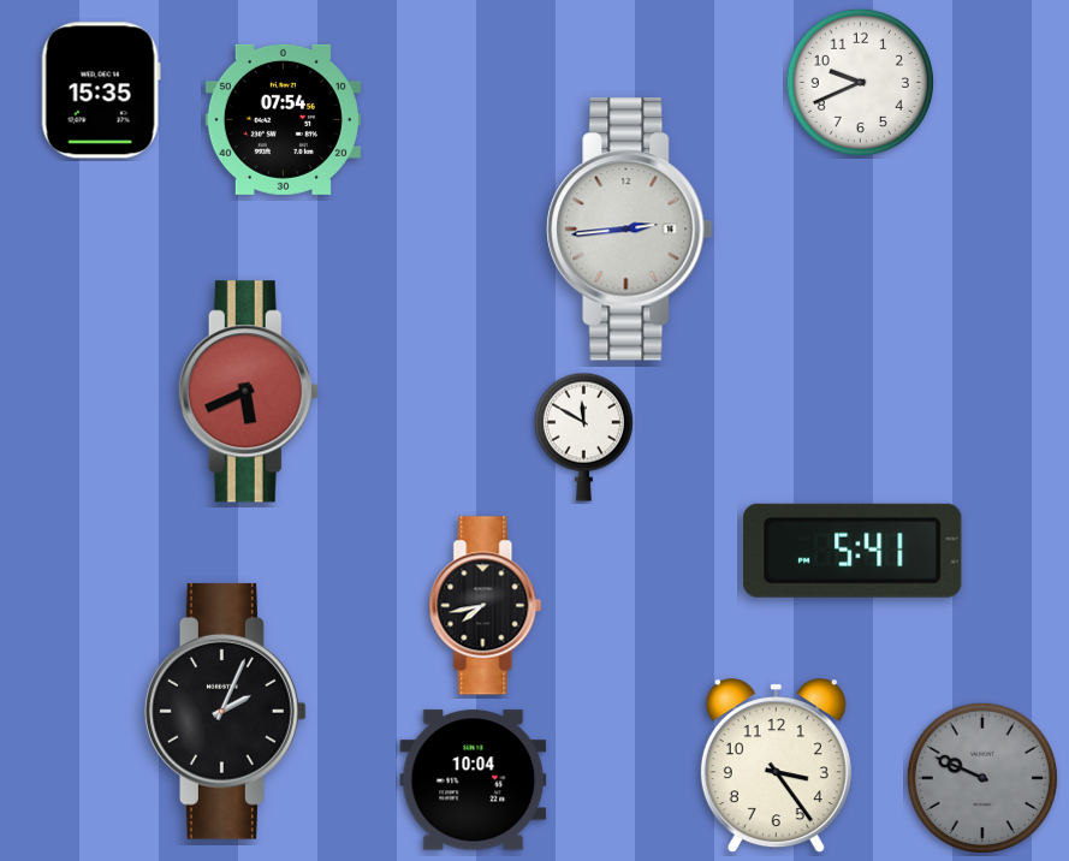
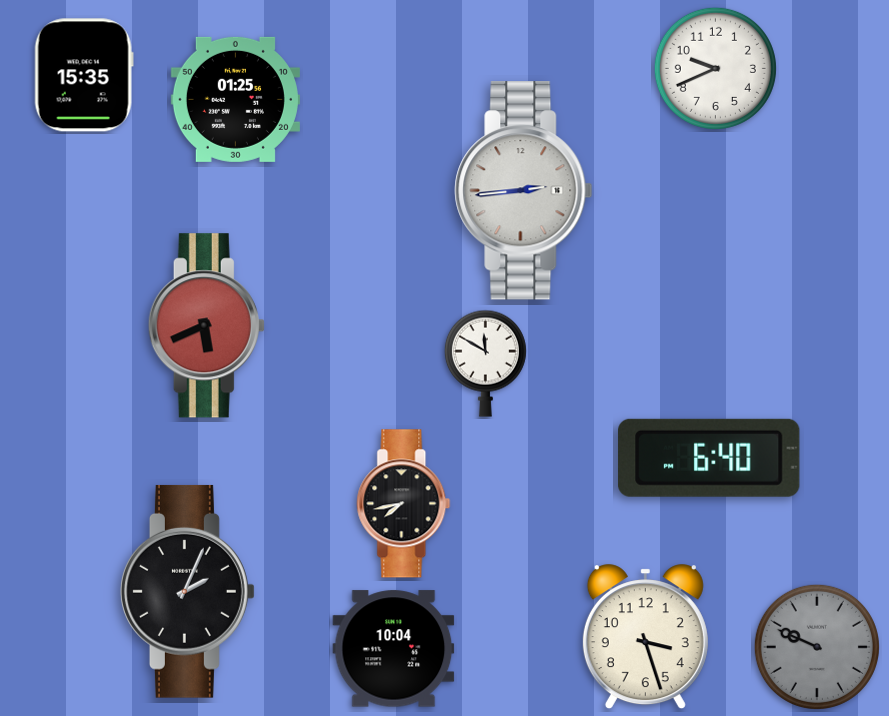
clock at (283, 119): 07:54 -> 01:25
clock at (853, 551): 5:41 -> 6:40
clock at (776, 766): 3:24 -> 3:27
